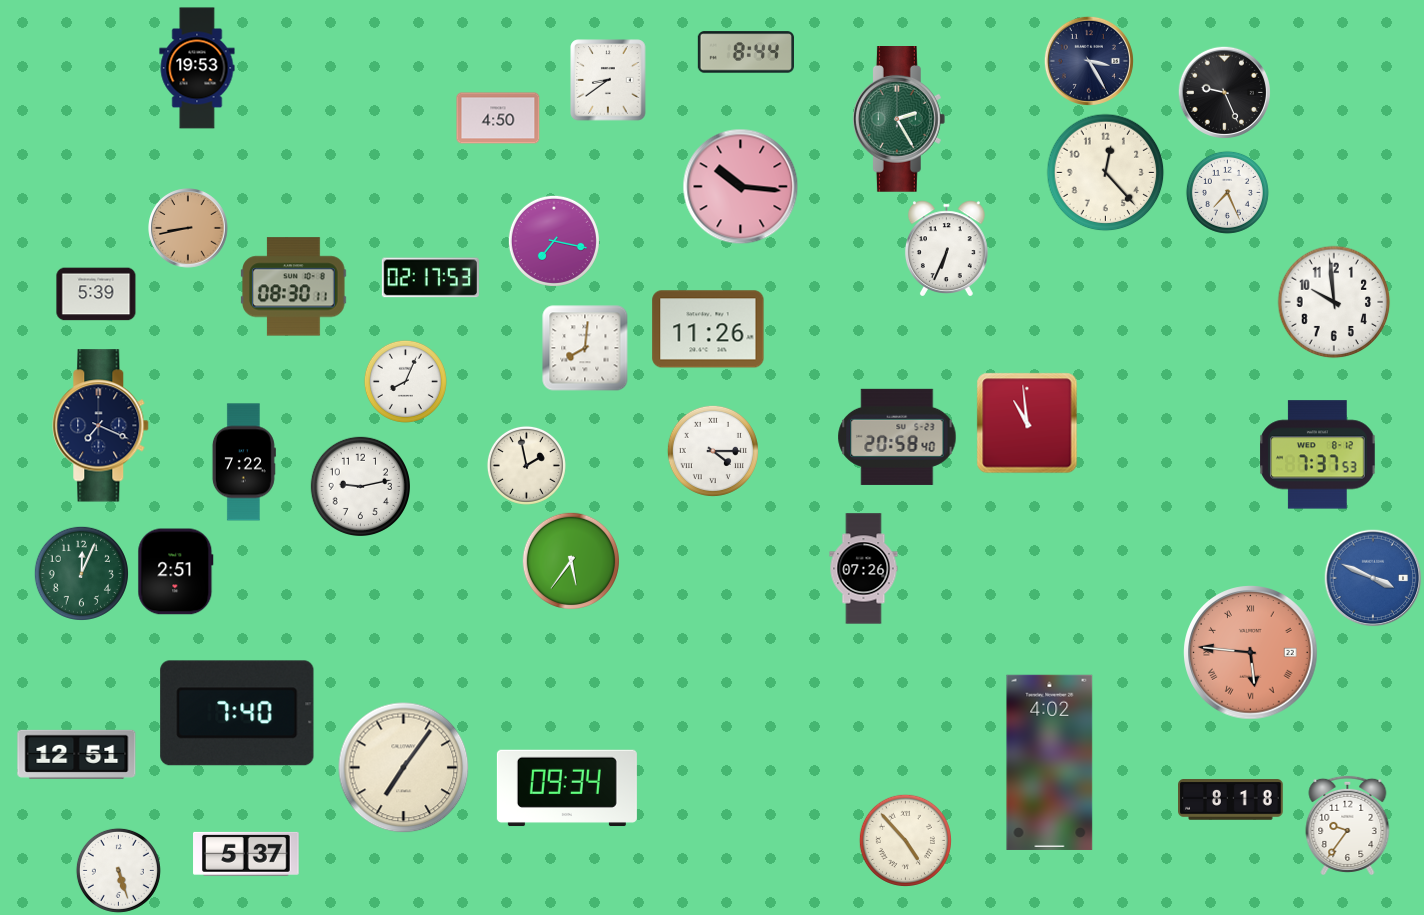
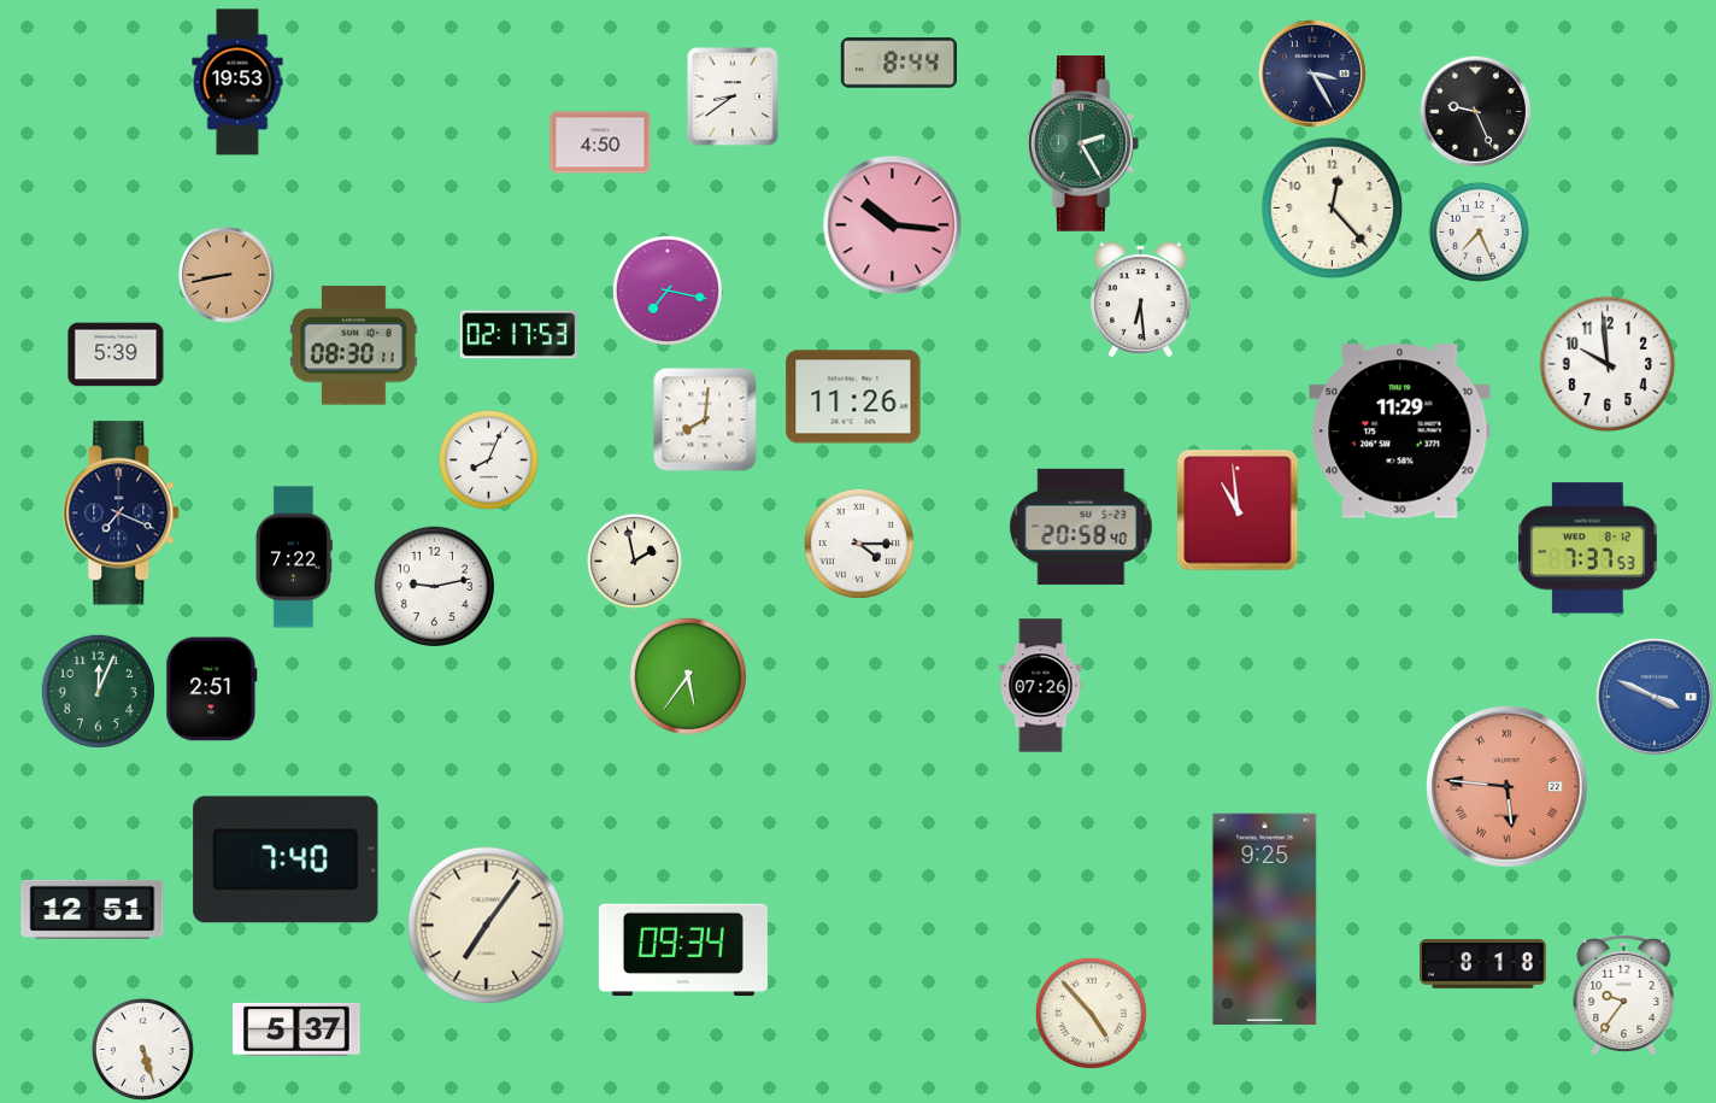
clock at (946, 249): 6:34 -> 6:29
clock at (1400, 432): none -> 11:29
clock at (1050, 762): 4:02 -> 9:25
